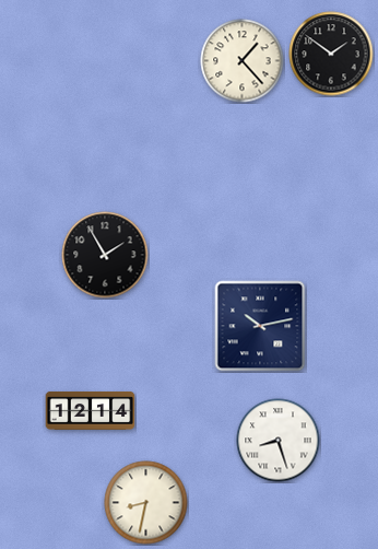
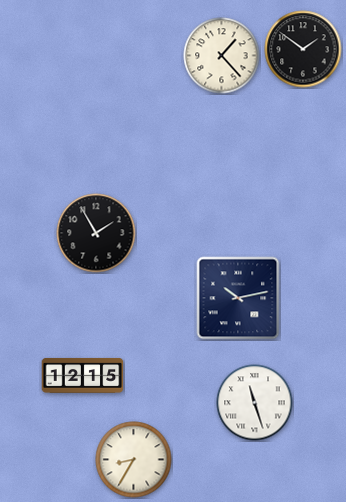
clock at (91, 411): 12:14 -> 12:15
clock at (279, 441): 8:27 -> 11:27
clock at (146, 503): 8:32 -> 8:35
